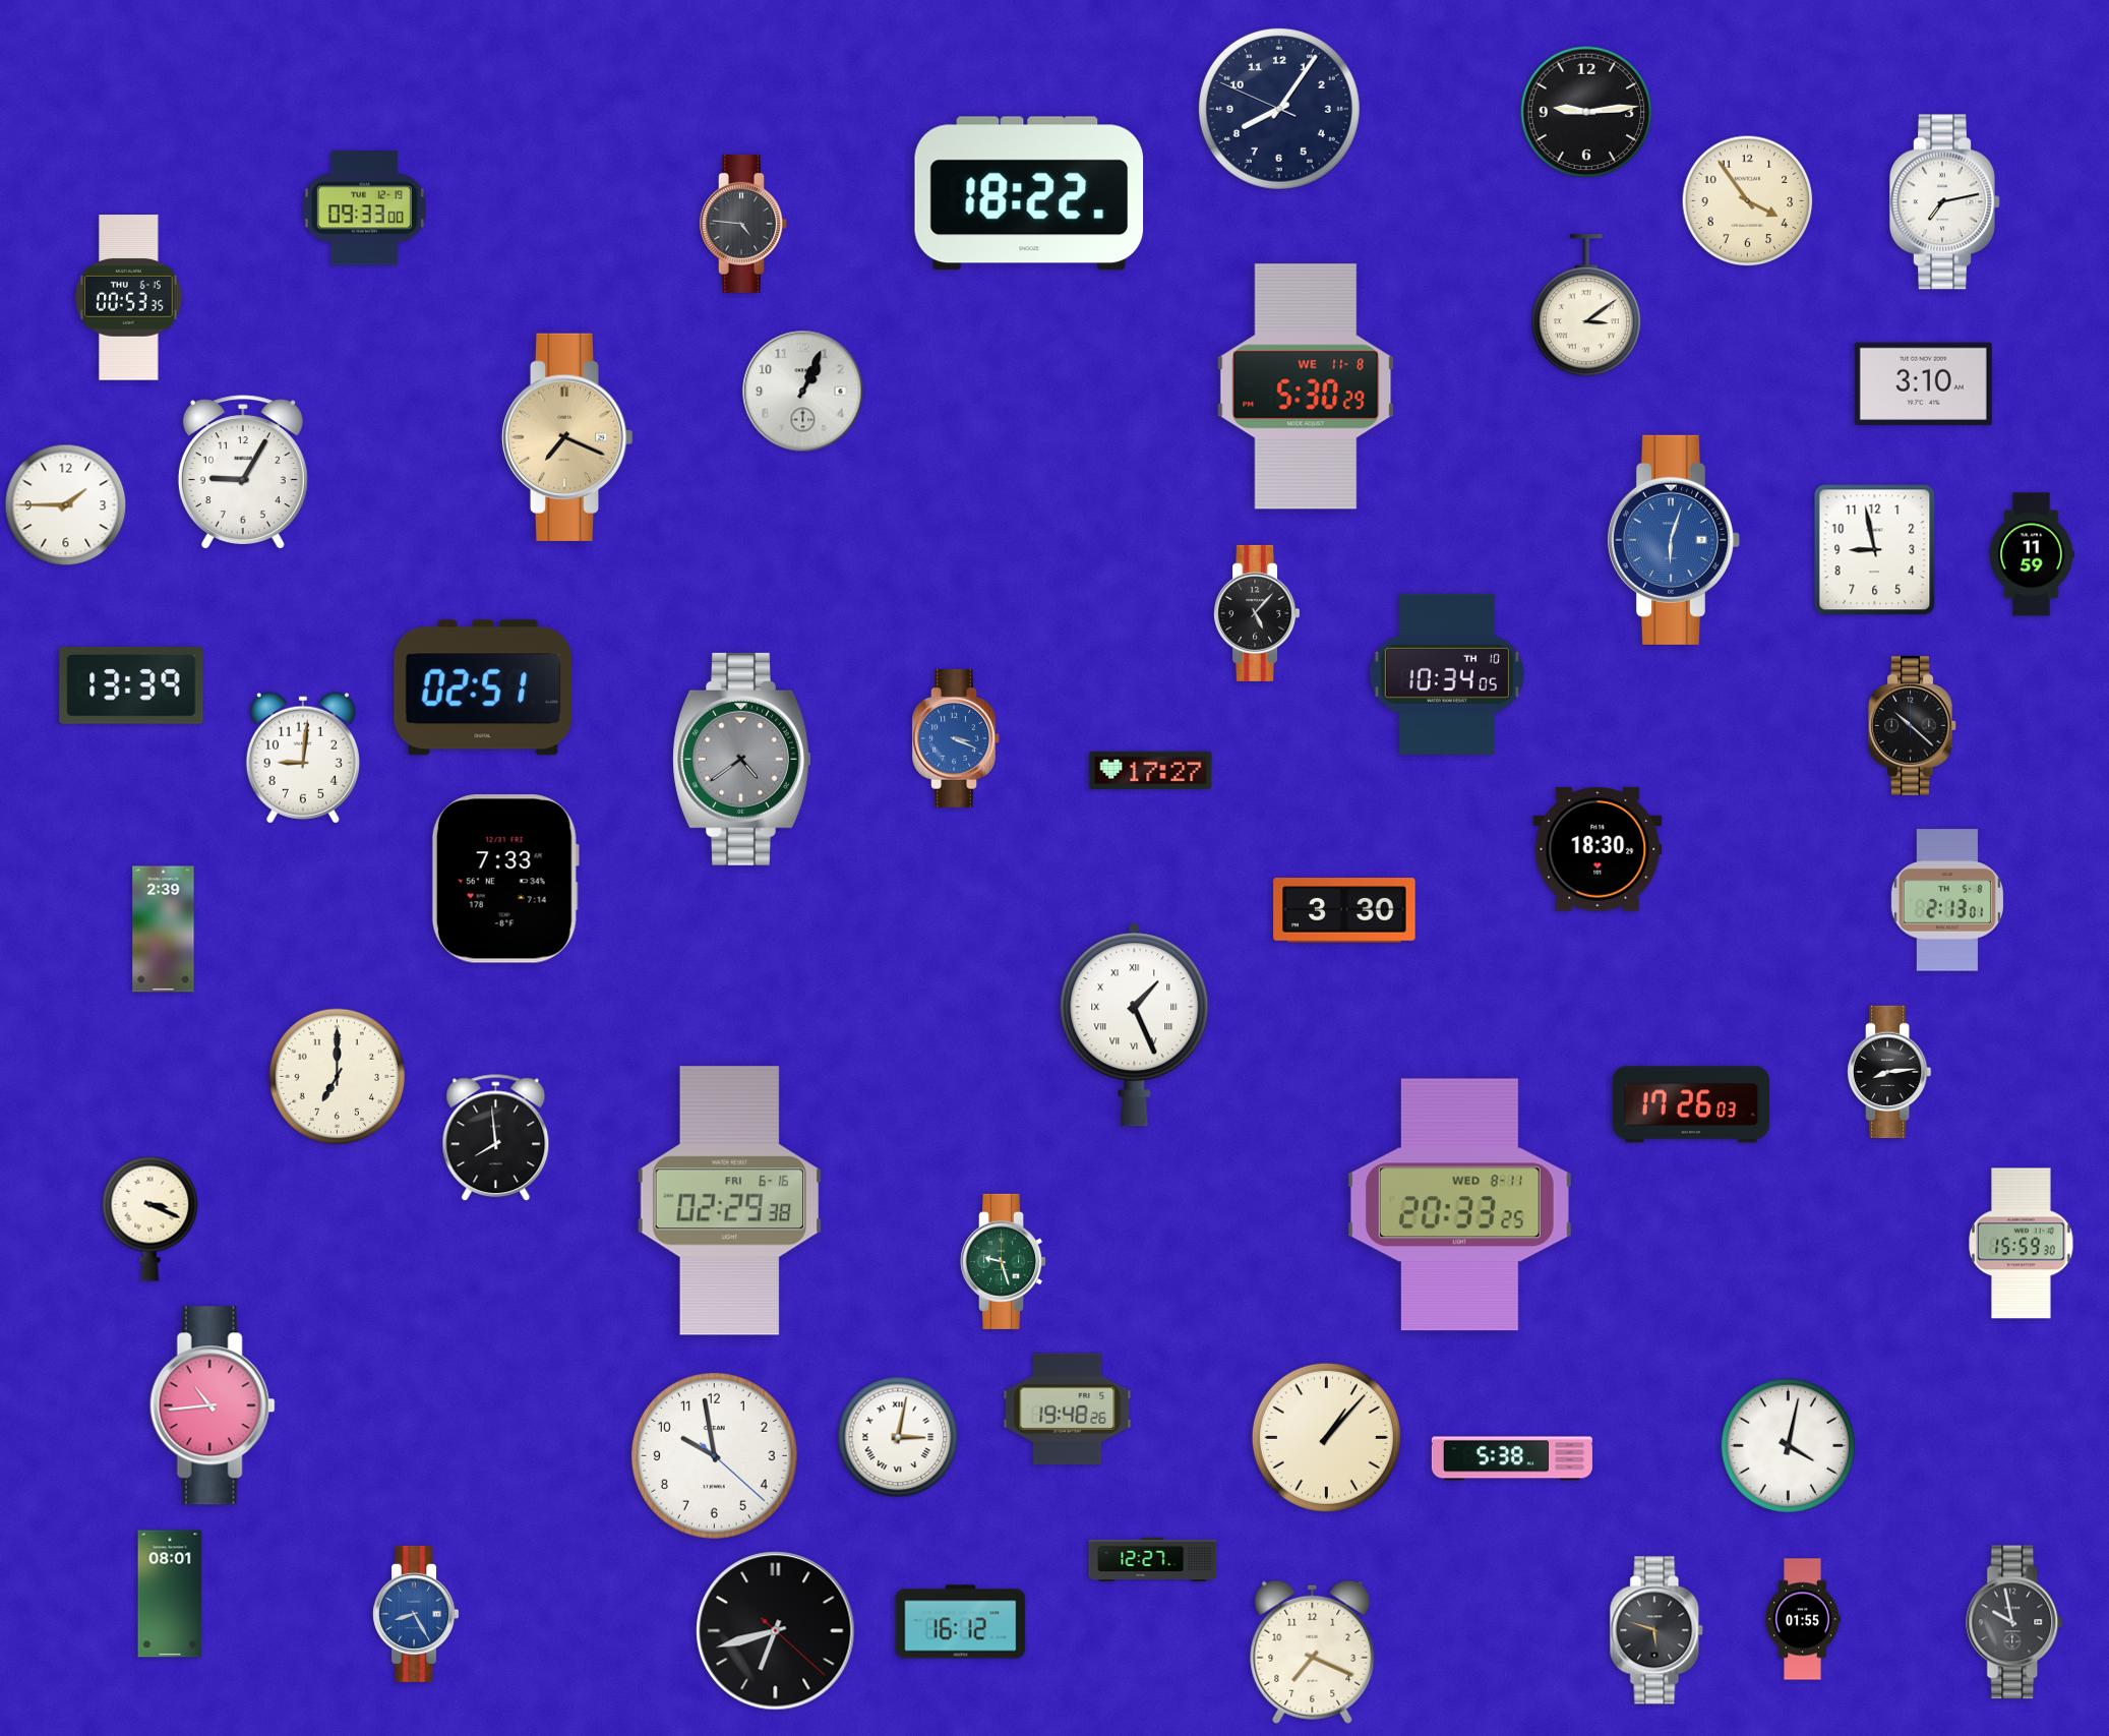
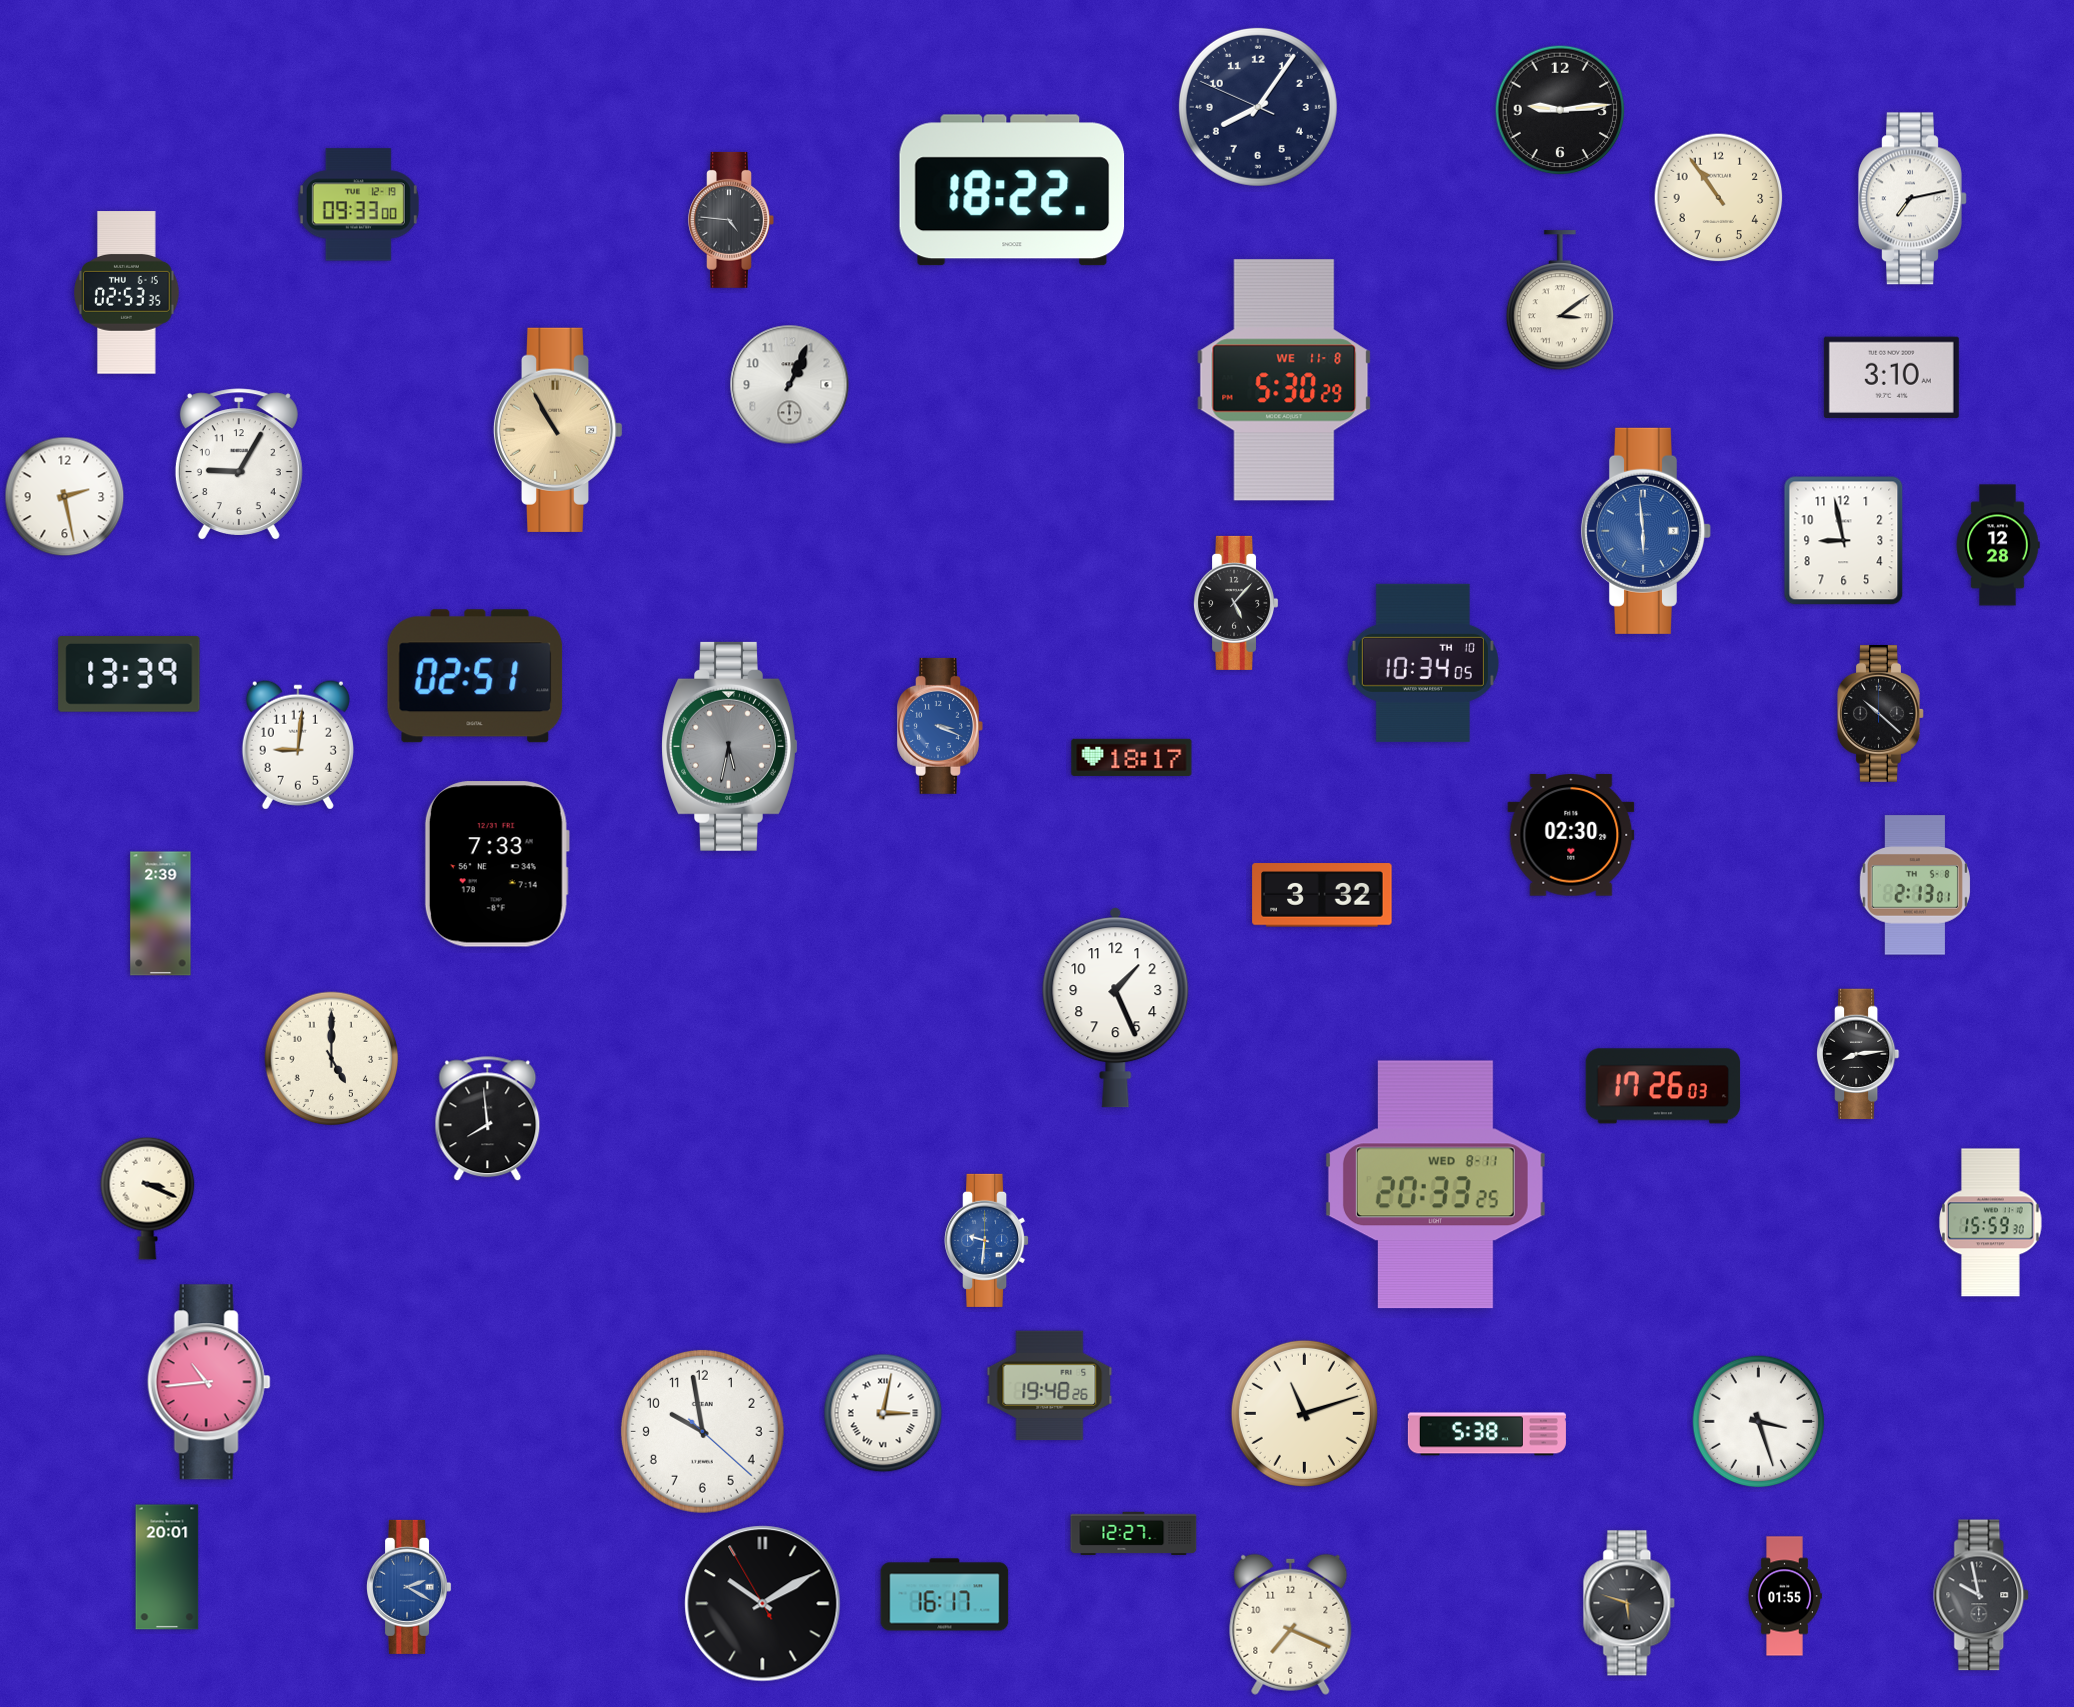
clock at (1748, 201): 3:54 -> 10:54
clock at (129, 298): 00:53 -> 02:53
clock at (567, 437): 7:19 -> 10:55
clock at (66, 505): 1:45 -> 2:28
clock at (1673, 540): 6:03 -> 5:59
clock at (2032, 554): 11:59 -> 12:28
clock at (742, 759): 4:39 -> 5:32
clock at (1151, 770): 17:27 -> 18:17
clock at (1598, 849): 18:30 -> 02:30
clock at (1344, 910): 3:30 -> 3:32
clock at (1135, 1025) numerals: Roman -> Arabic
clock at (338, 1077): 7:00 -> 5:00
clock at (730, 1201): 02:29 -> none
clock at (2022, 1244) position: (2022, 1244) -> (1991, 1223)
clock at (1004, 1261): 9:27 -> 9:31
clock at (1004, 1261) dial: green -> blue
clock at (1326, 1437): 1:07 -> 11:12
clock at (1789, 1446): 4:02 -> 3:27
clock at (170, 1594): 08:01 -> 20:01
clock at (416, 1614): 8:25 -> 2:20
clock at (1803, 1619) position: (1803, 1619) -> (1785, 1596)
clock at (961, 1622): 16:12 -> 16:17
clock at (776, 1631): 6:42 -> 10:09
